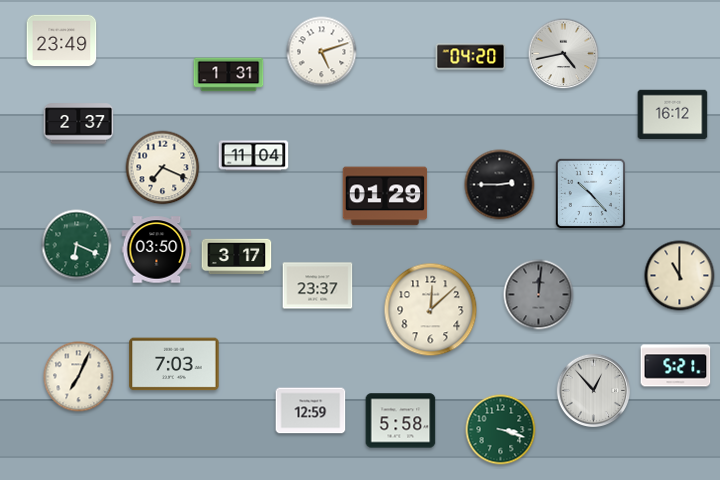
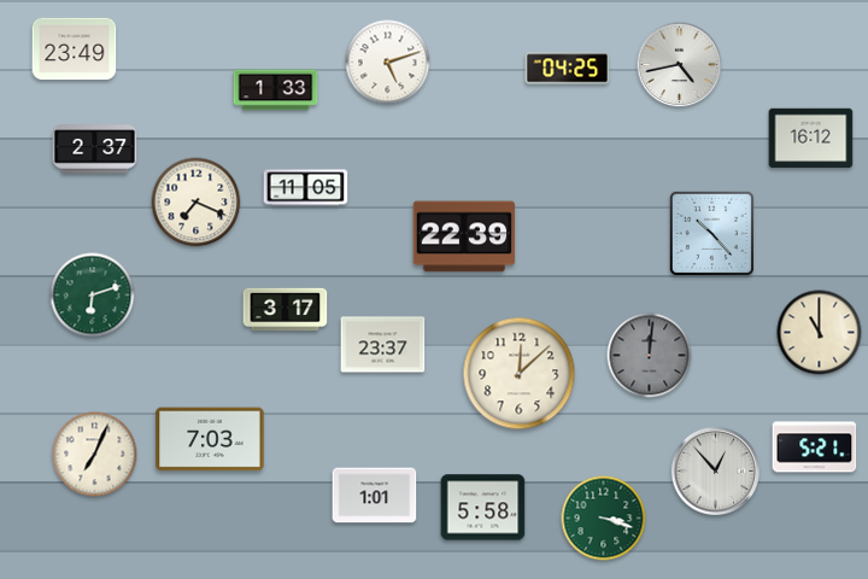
clock at (471, 57): 04:20 -> 04:25
clock at (229, 75): 1:31 -> 1:33
clock at (254, 156): 11:04 -> 11:05
clock at (500, 185): 2:45 -> none
clock at (385, 196): 01:29 -> 22:39
clock at (77, 245): 6:19 -> 6:12
clock at (157, 250): 03:50 -> none
clock at (676, 366) position: (676, 366) -> (815, 448)
clock at (311, 411): 12:59 -> 1:01
